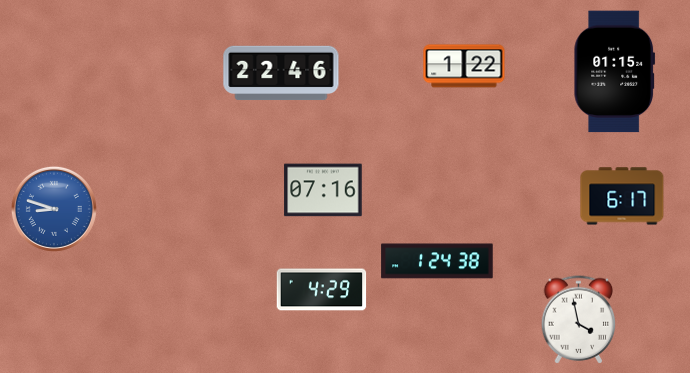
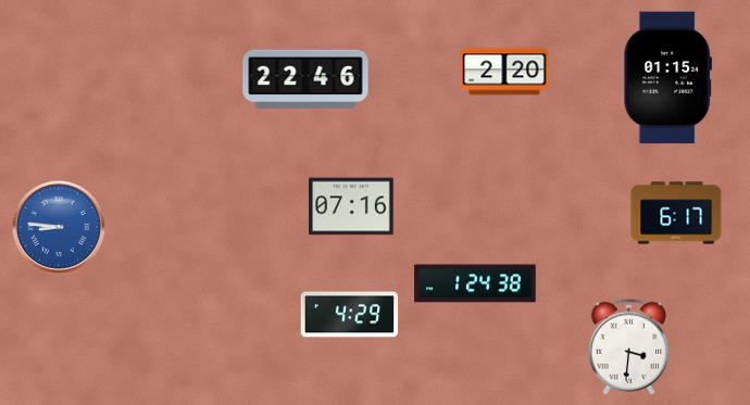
clock at (464, 66): 1:22 -> 2:20
clock at (54, 209): 8:48 -> 8:46
clock at (579, 320): 3:58 -> 3:31
